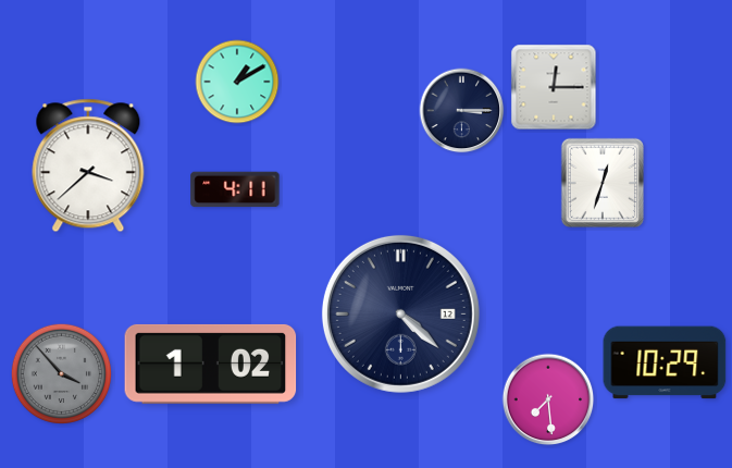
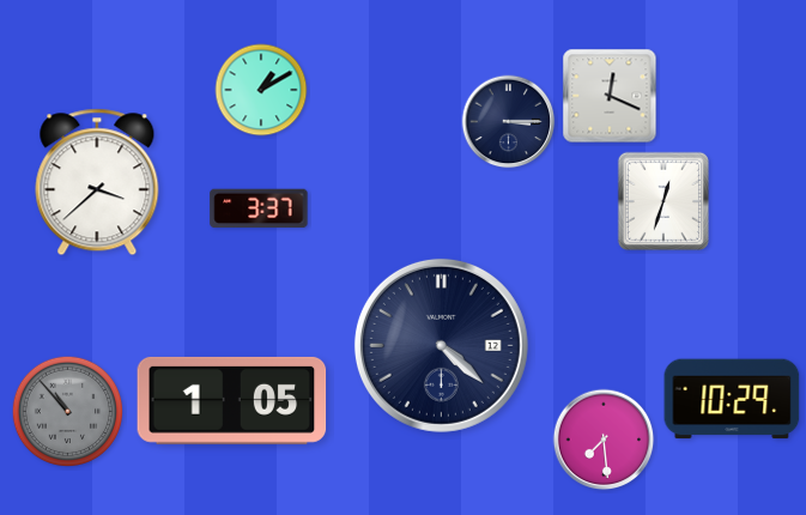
clock at (554, 87): 12:15 -> 12:19
clock at (235, 189): 4:11 -> 3:37
clock at (211, 364): 1:02 -> 1:05
clock at (61, 373): 3:53 -> 10:53
